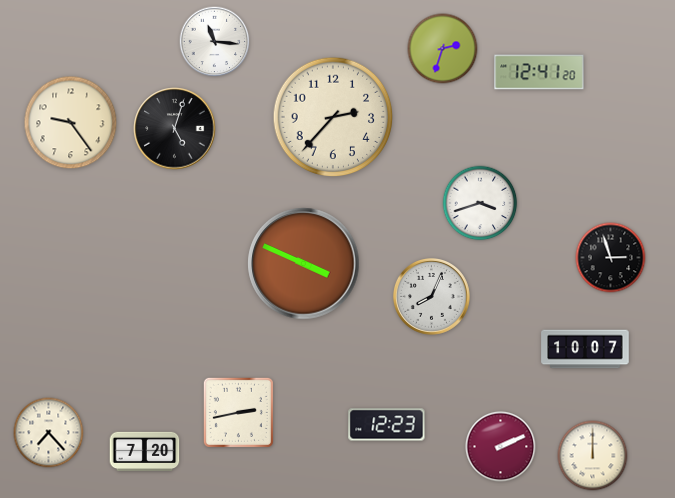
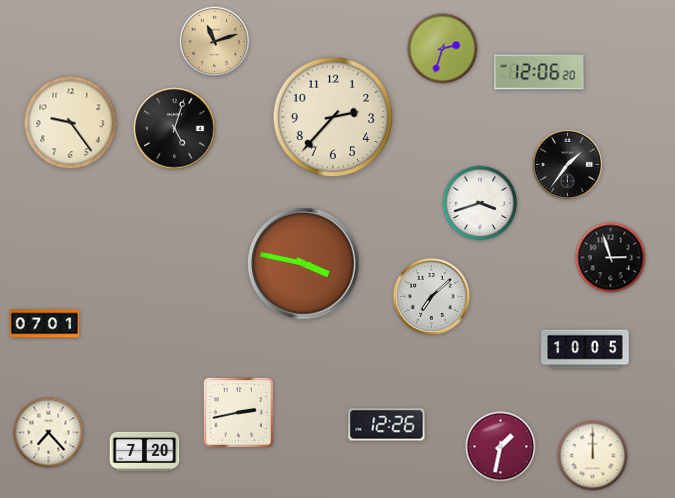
clock at (215, 42): 11:16 -> 11:12
clock at (215, 42) dial: white -> champagne
clock at (539, 72): 12:41 -> 12:06
clock at (568, 165): none -> 1:36
clock at (304, 264): 3:49 -> 3:47
clock at (431, 296): 8:04 -> 7:08
clock at (45, 324): none -> 07:01
clock at (585, 349): 10:07 -> 10:05
clock at (387, 425): 12:23 -> 12:26
clock at (501, 447): 2:11 -> 1:32
